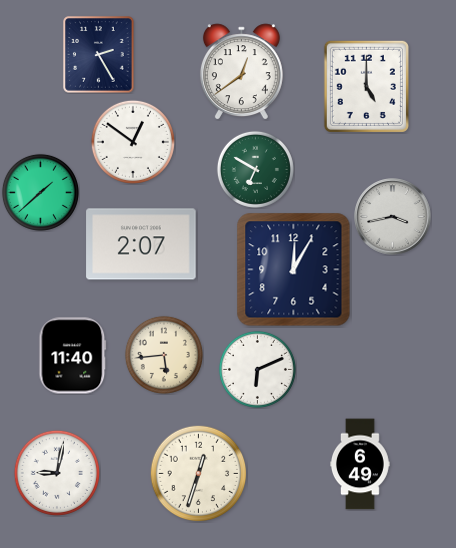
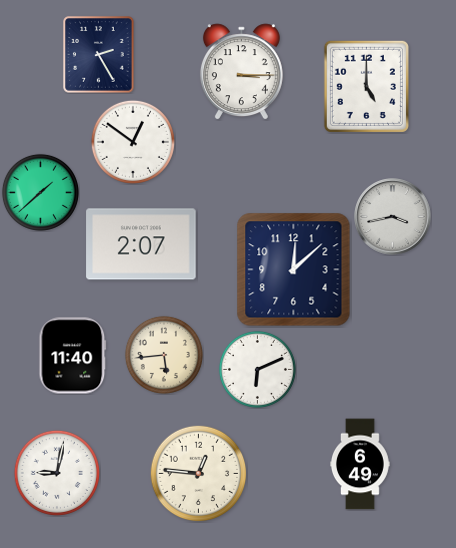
clock at (241, 72): 12:39 -> 3:15
clock at (255, 169): 6:50 -> none
clock at (294, 270): 12:05 -> 12:08
clock at (198, 473): 12:33 -> 12:46
